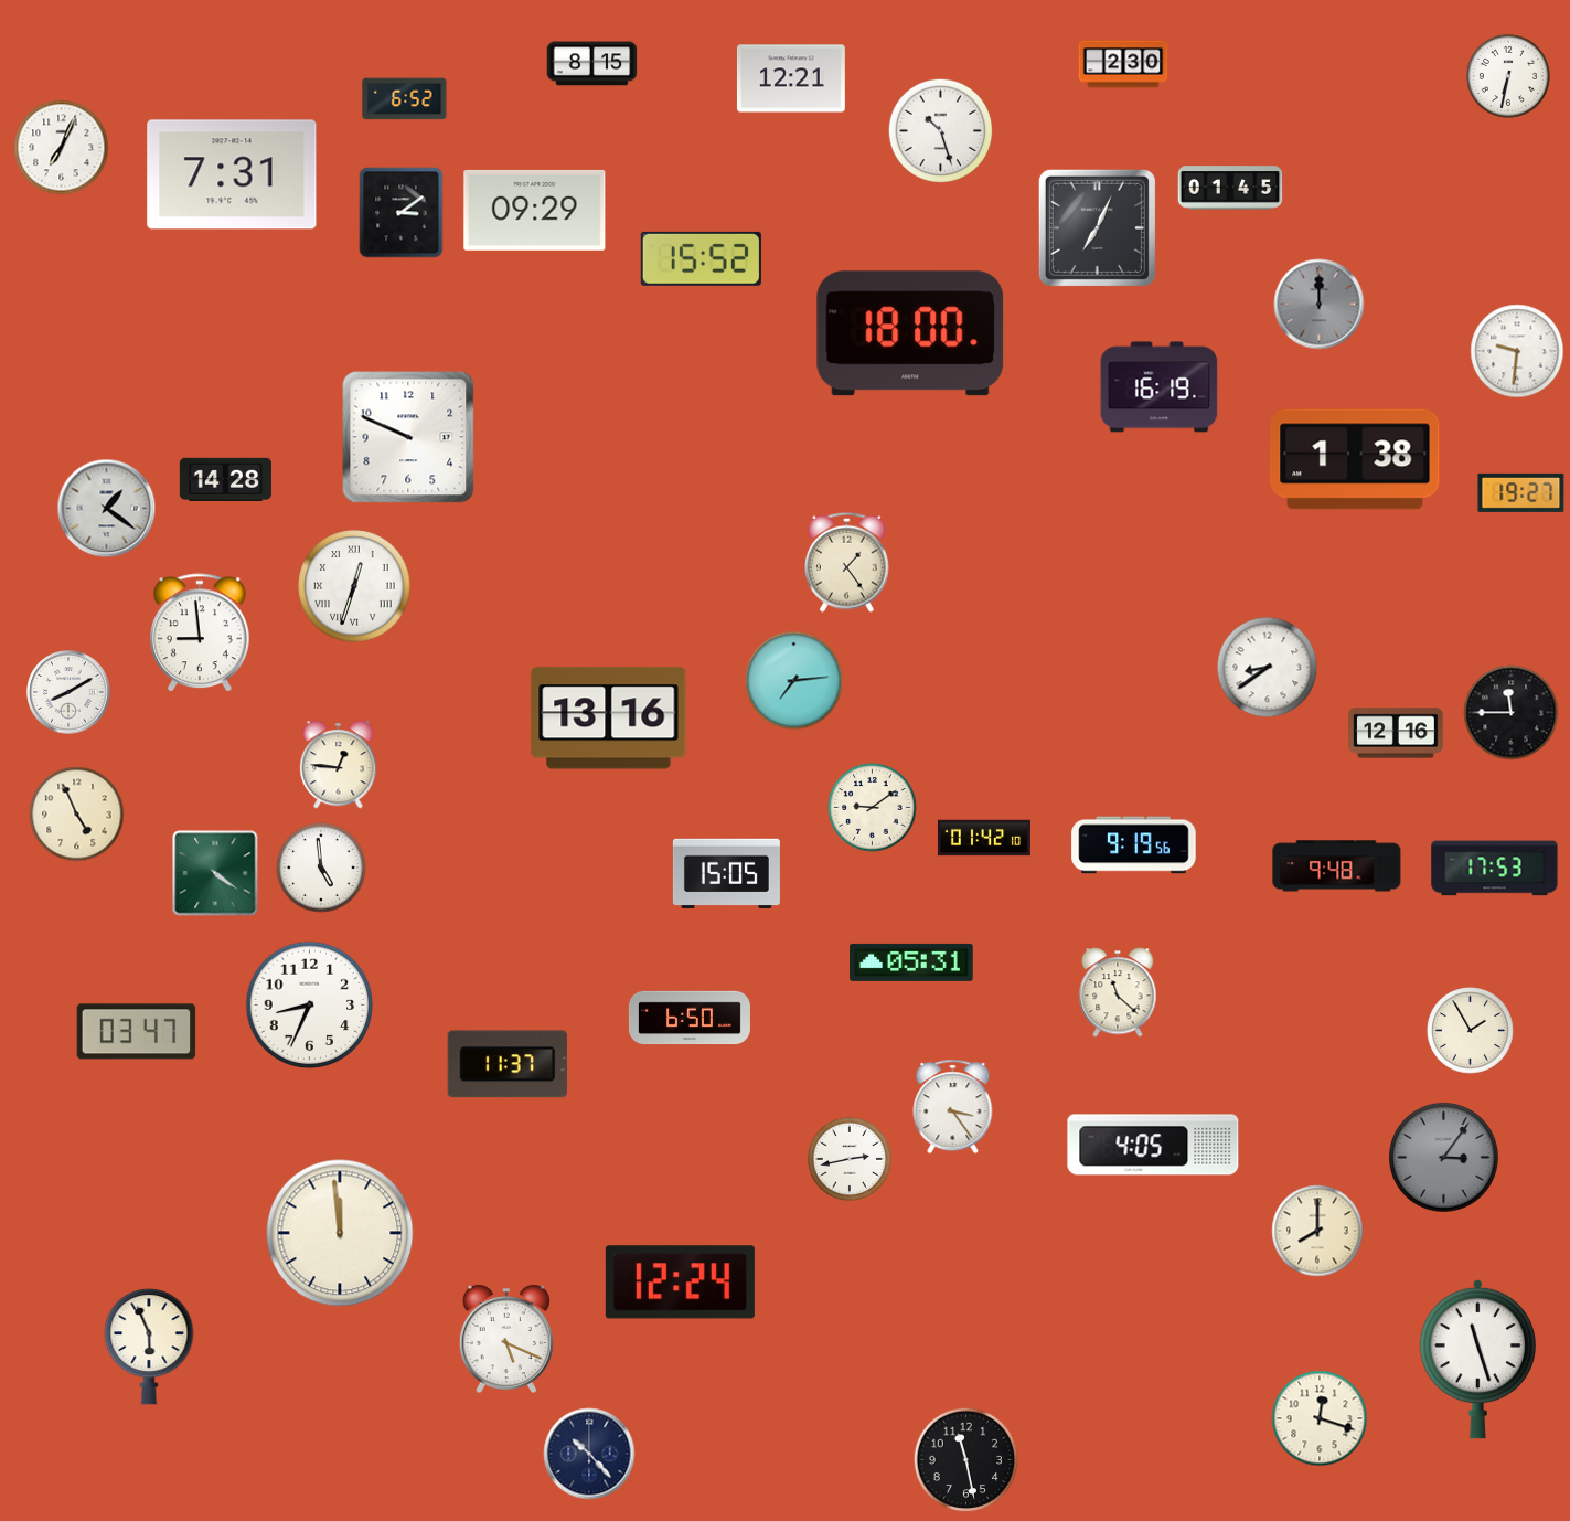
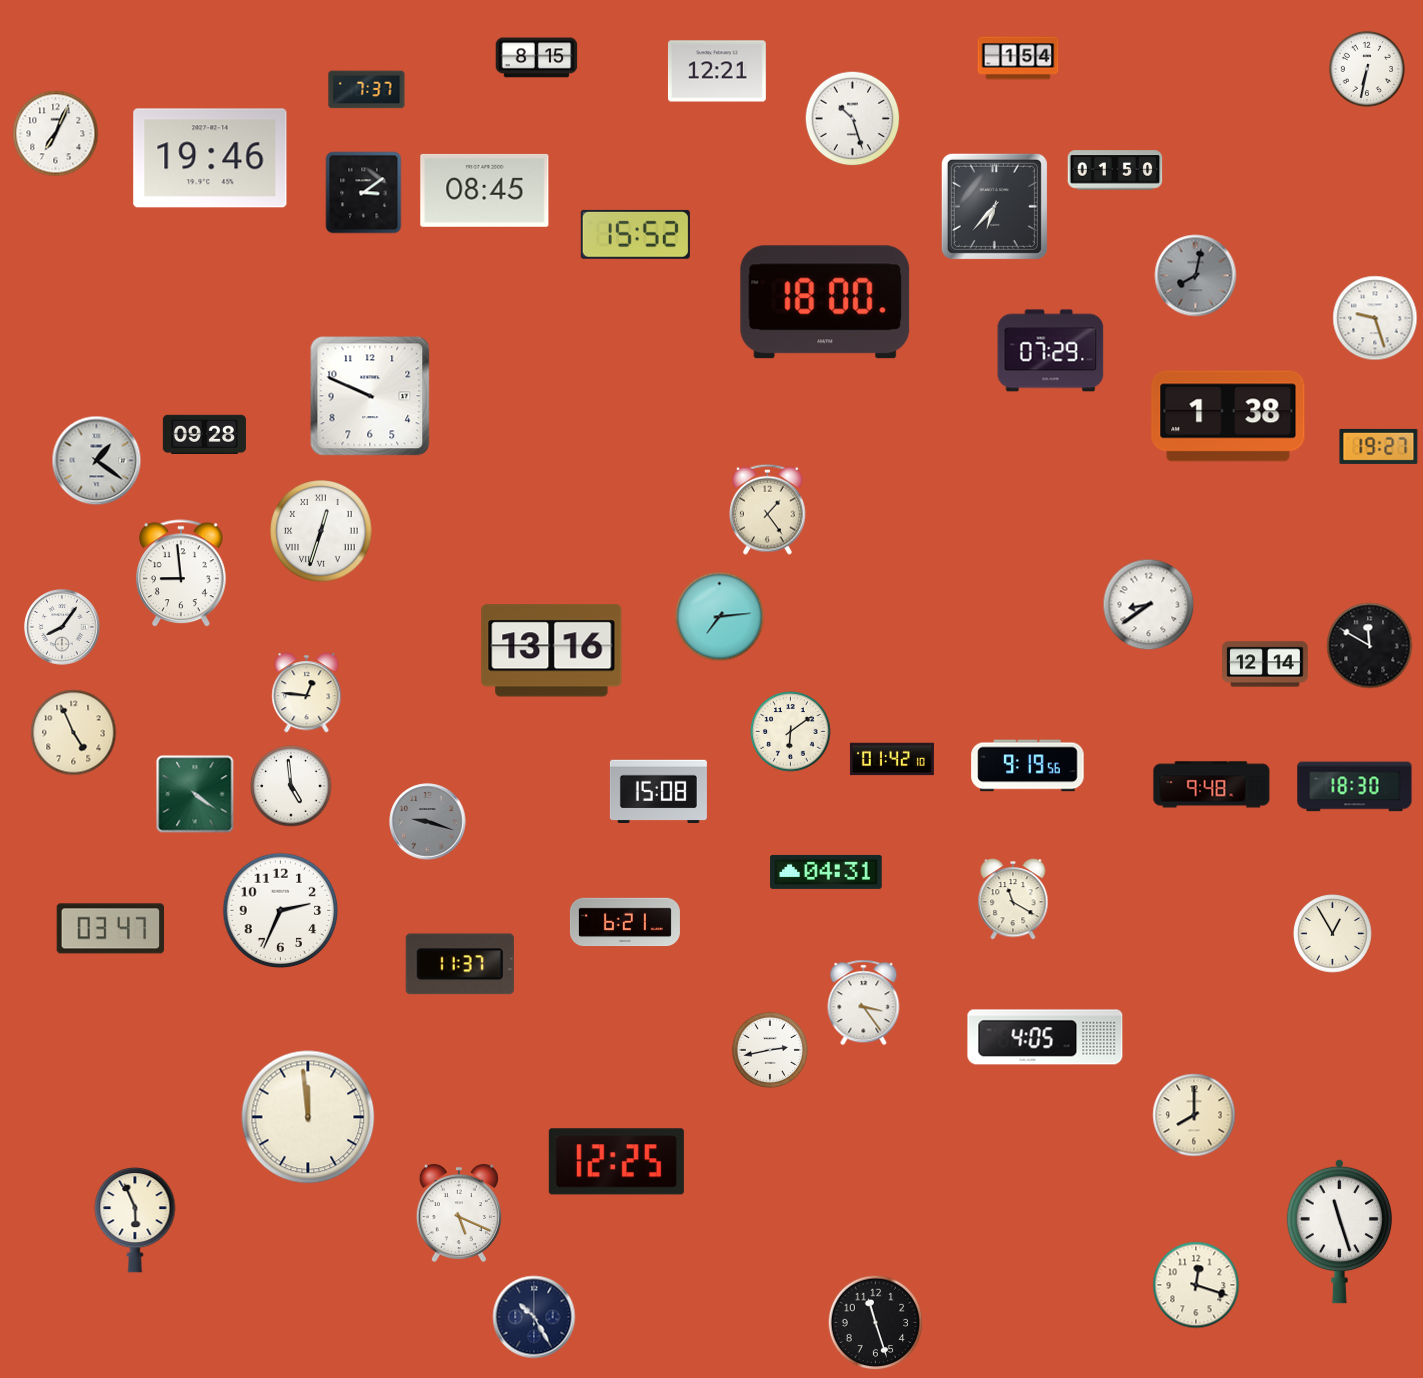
clock at (1123, 64): 2:30 -> 1:54
clock at (405, 99): 6:52 -> 7:37
clock at (232, 174): 7:31 -> 19:46
clock at (1230, 188): 01:45 -> 01:50
clock at (535, 210): 09:29 -> 08:45
clock at (1097, 227): 7:04 -> 6:37
clock at (1320, 305): 12:00 -> 8:02
clock at (1517, 351): 9:31 -> 9:27
clock at (1160, 387): 16:19 -> 07:29
clock at (225, 479): 14:28 -> 09:28
clock at (68, 692): 8:10 -> 8:06
clock at (1512, 713): 11:45 -> 11:50
clock at (1396, 733): 12:16 -> 12:14
clock at (873, 808): 9:09 -> 6:09
clock at (77, 815) position: (77, 815) -> (74, 733)
clock at (1495, 869): 17:53 -> 18:30
clock at (215, 873) position: (215, 873) -> (195, 794)
clock at (726, 873): 15:05 -> 15:08
clock at (428, 822): none -> 9:18
clock at (911, 962): 05:31 -> 04:31
clock at (1118, 992): 11:22 -> 11:20
clock at (310, 1006): 8:34 -> 2:34
clock at (690, 1018): 6:50 -> 6:21
clock at (1471, 1031): 1:55 -> 12:55
clock at (137, 1032) position: (137, 1032) -> (111, 929)
clock at (1443, 1157): 3:06 -> none
clock at (680, 1283): 12:24 -> 12:25
clock at (589, 1454): 10:23 -> 10:25
clock at (966, 1460): 11:28 -> 11:27
